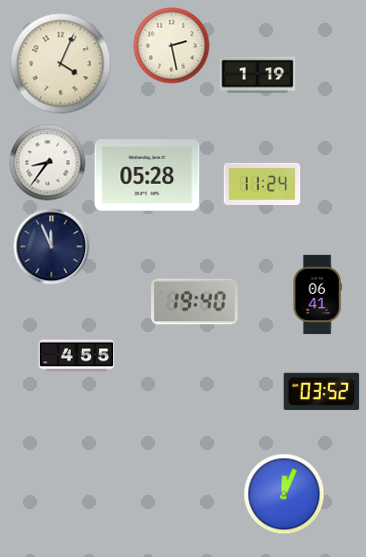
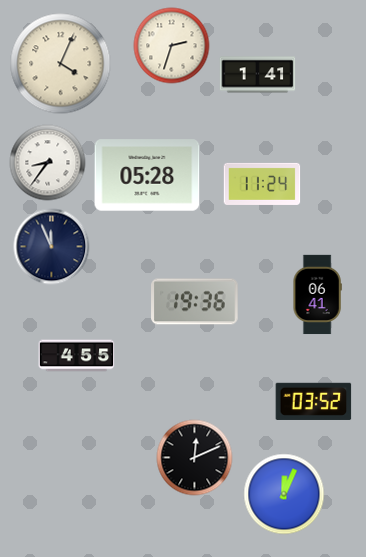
clock at (172, 46): 2:28 -> 2:33
clock at (258, 75): 1:19 -> 1:41
clock at (195, 302): 19:40 -> 19:36
clock at (322, 391) position: (322, 391) -> (314, 401)
clock at (195, 458): none -> 12:11
